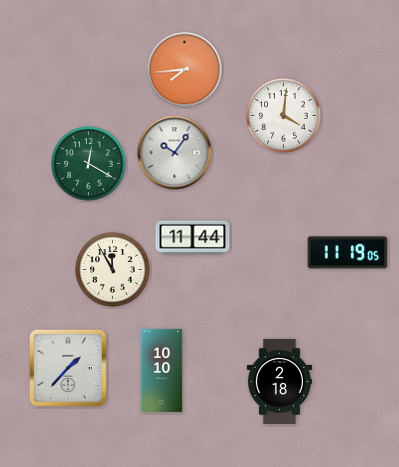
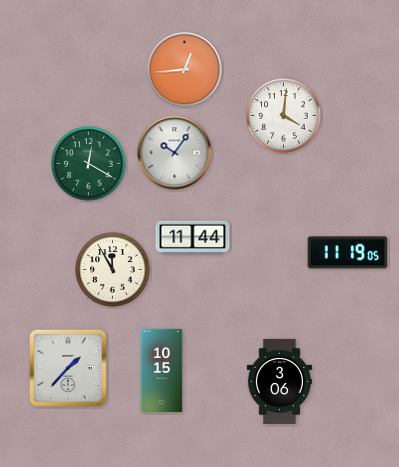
clock at (185, 70): 7:44 -> 12:44
clock at (162, 371): 10:10 -> 10:15
clock at (279, 381): 2:18 -> 3:06
